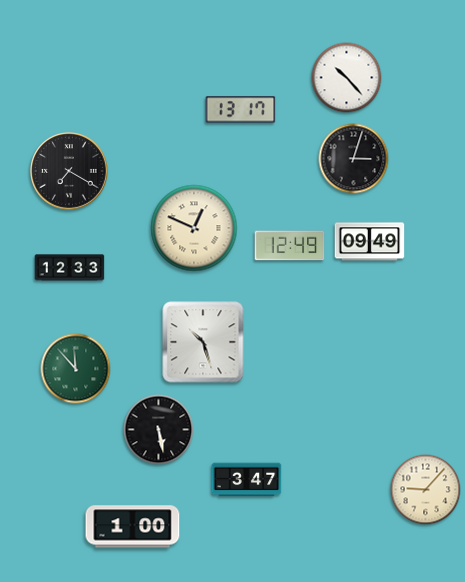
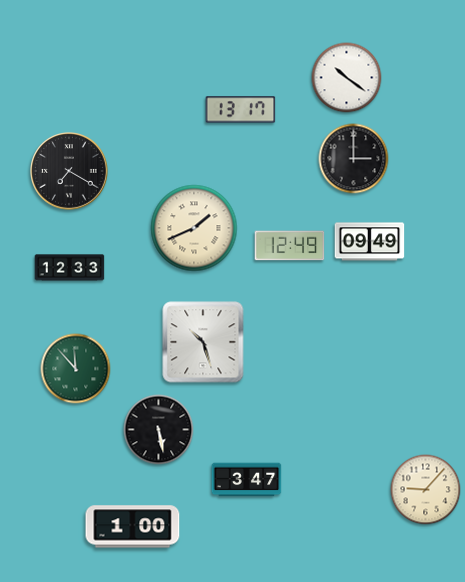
clock at (347, 78): 10:23 -> 10:21
clock at (354, 159): 3:03 -> 3:00
clock at (194, 228): 12:49 -> 1:41
